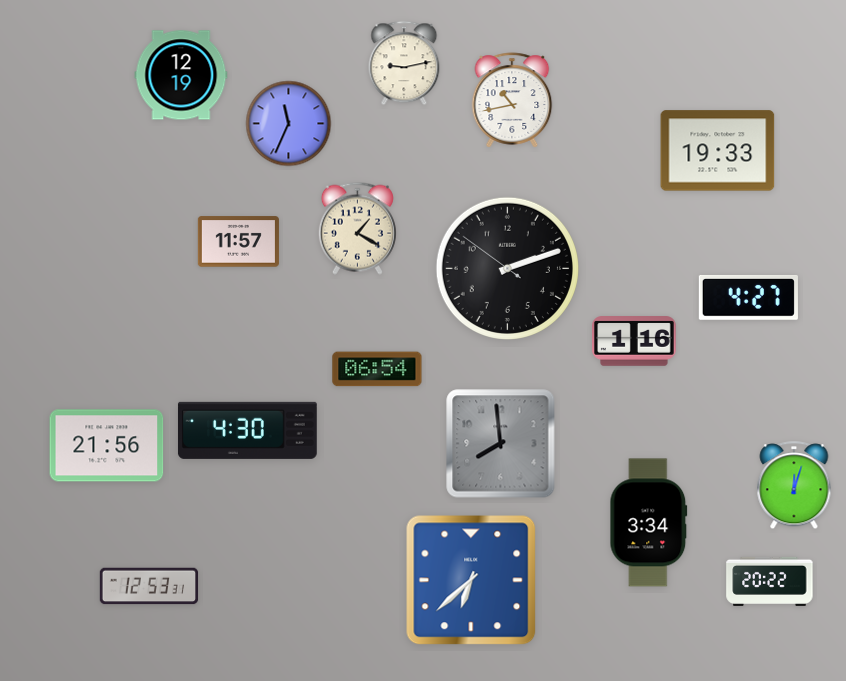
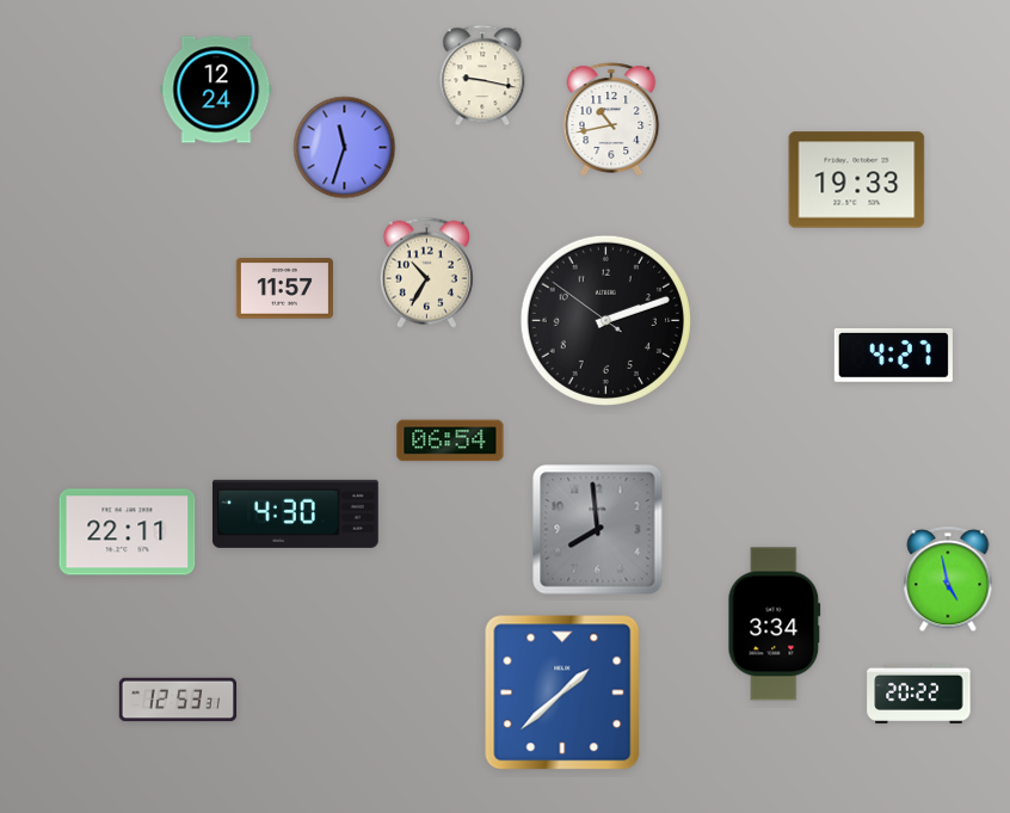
clock at (404, 63): 9:13 -> 9:17
clock at (181, 75): 12:19 -> 12:24
clock at (289, 124): 11:34 -> 11:33
clock at (357, 228): 1:20 -> 10:35
clock at (635, 341): 1:16 -> none
clock at (107, 446): 21:56 -> 22:11
clock at (794, 486): 12:03 -> 4:58
clock at (471, 580): 6:38 -> 1:38
